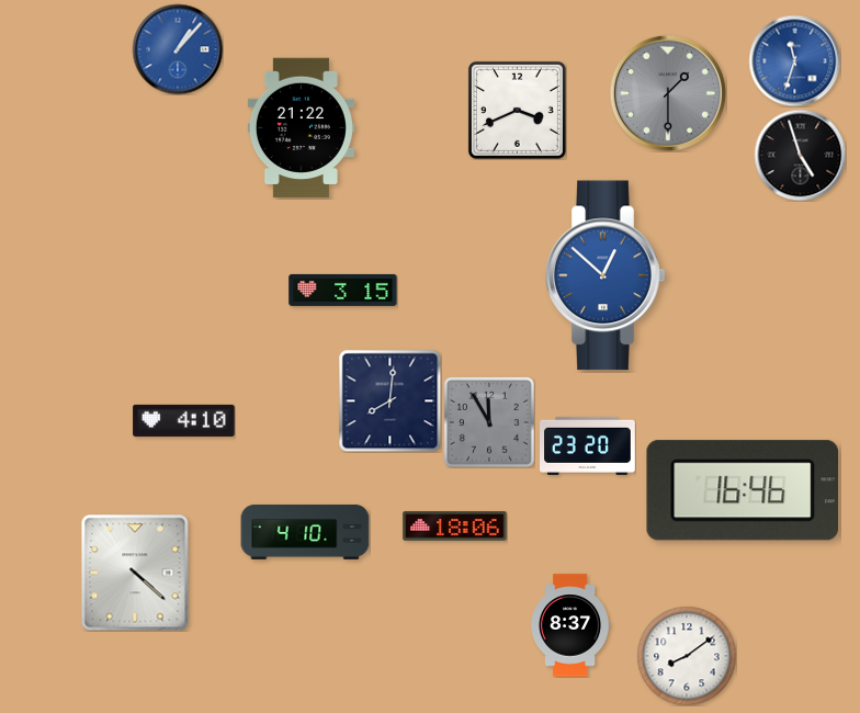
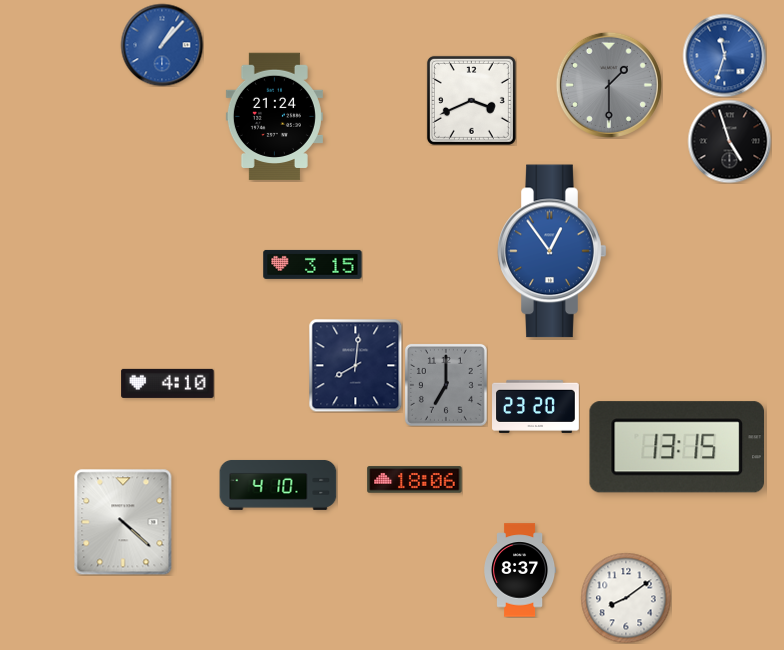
clock at (301, 128): 21:22 -> 21:24
clock at (606, 275): 12:52 -> 12:54
clock at (489, 422): 11:55 -> 7:00
clock at (742, 490): 16:46 -> 13:15
